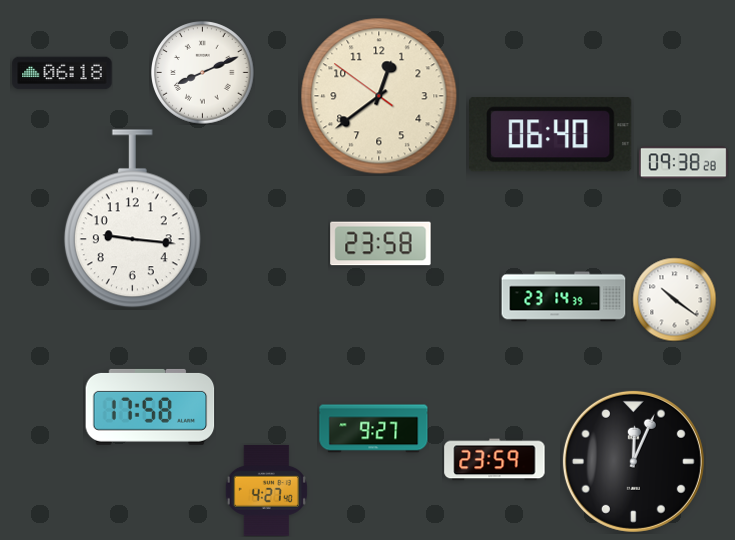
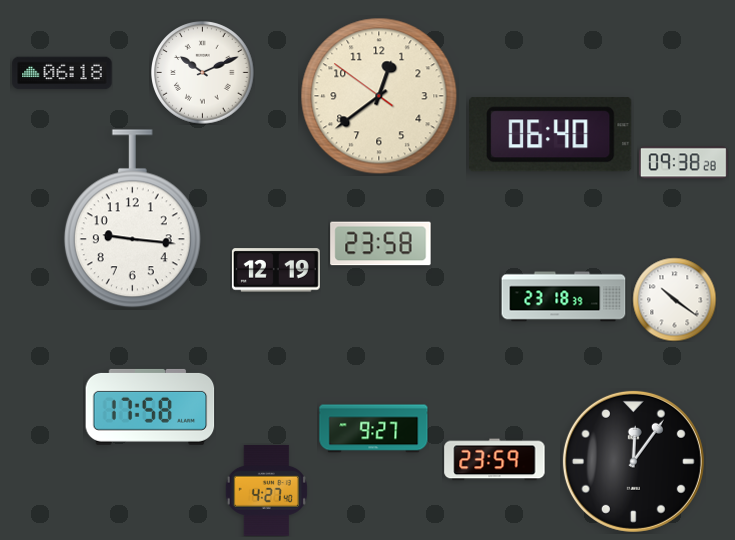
clock at (203, 73): 8:11 -> 10:11
clock at (276, 270): none -> 12:19
clock at (564, 297): 23:14 -> 23:18
clock at (633, 461): 12:04 -> 12:06
